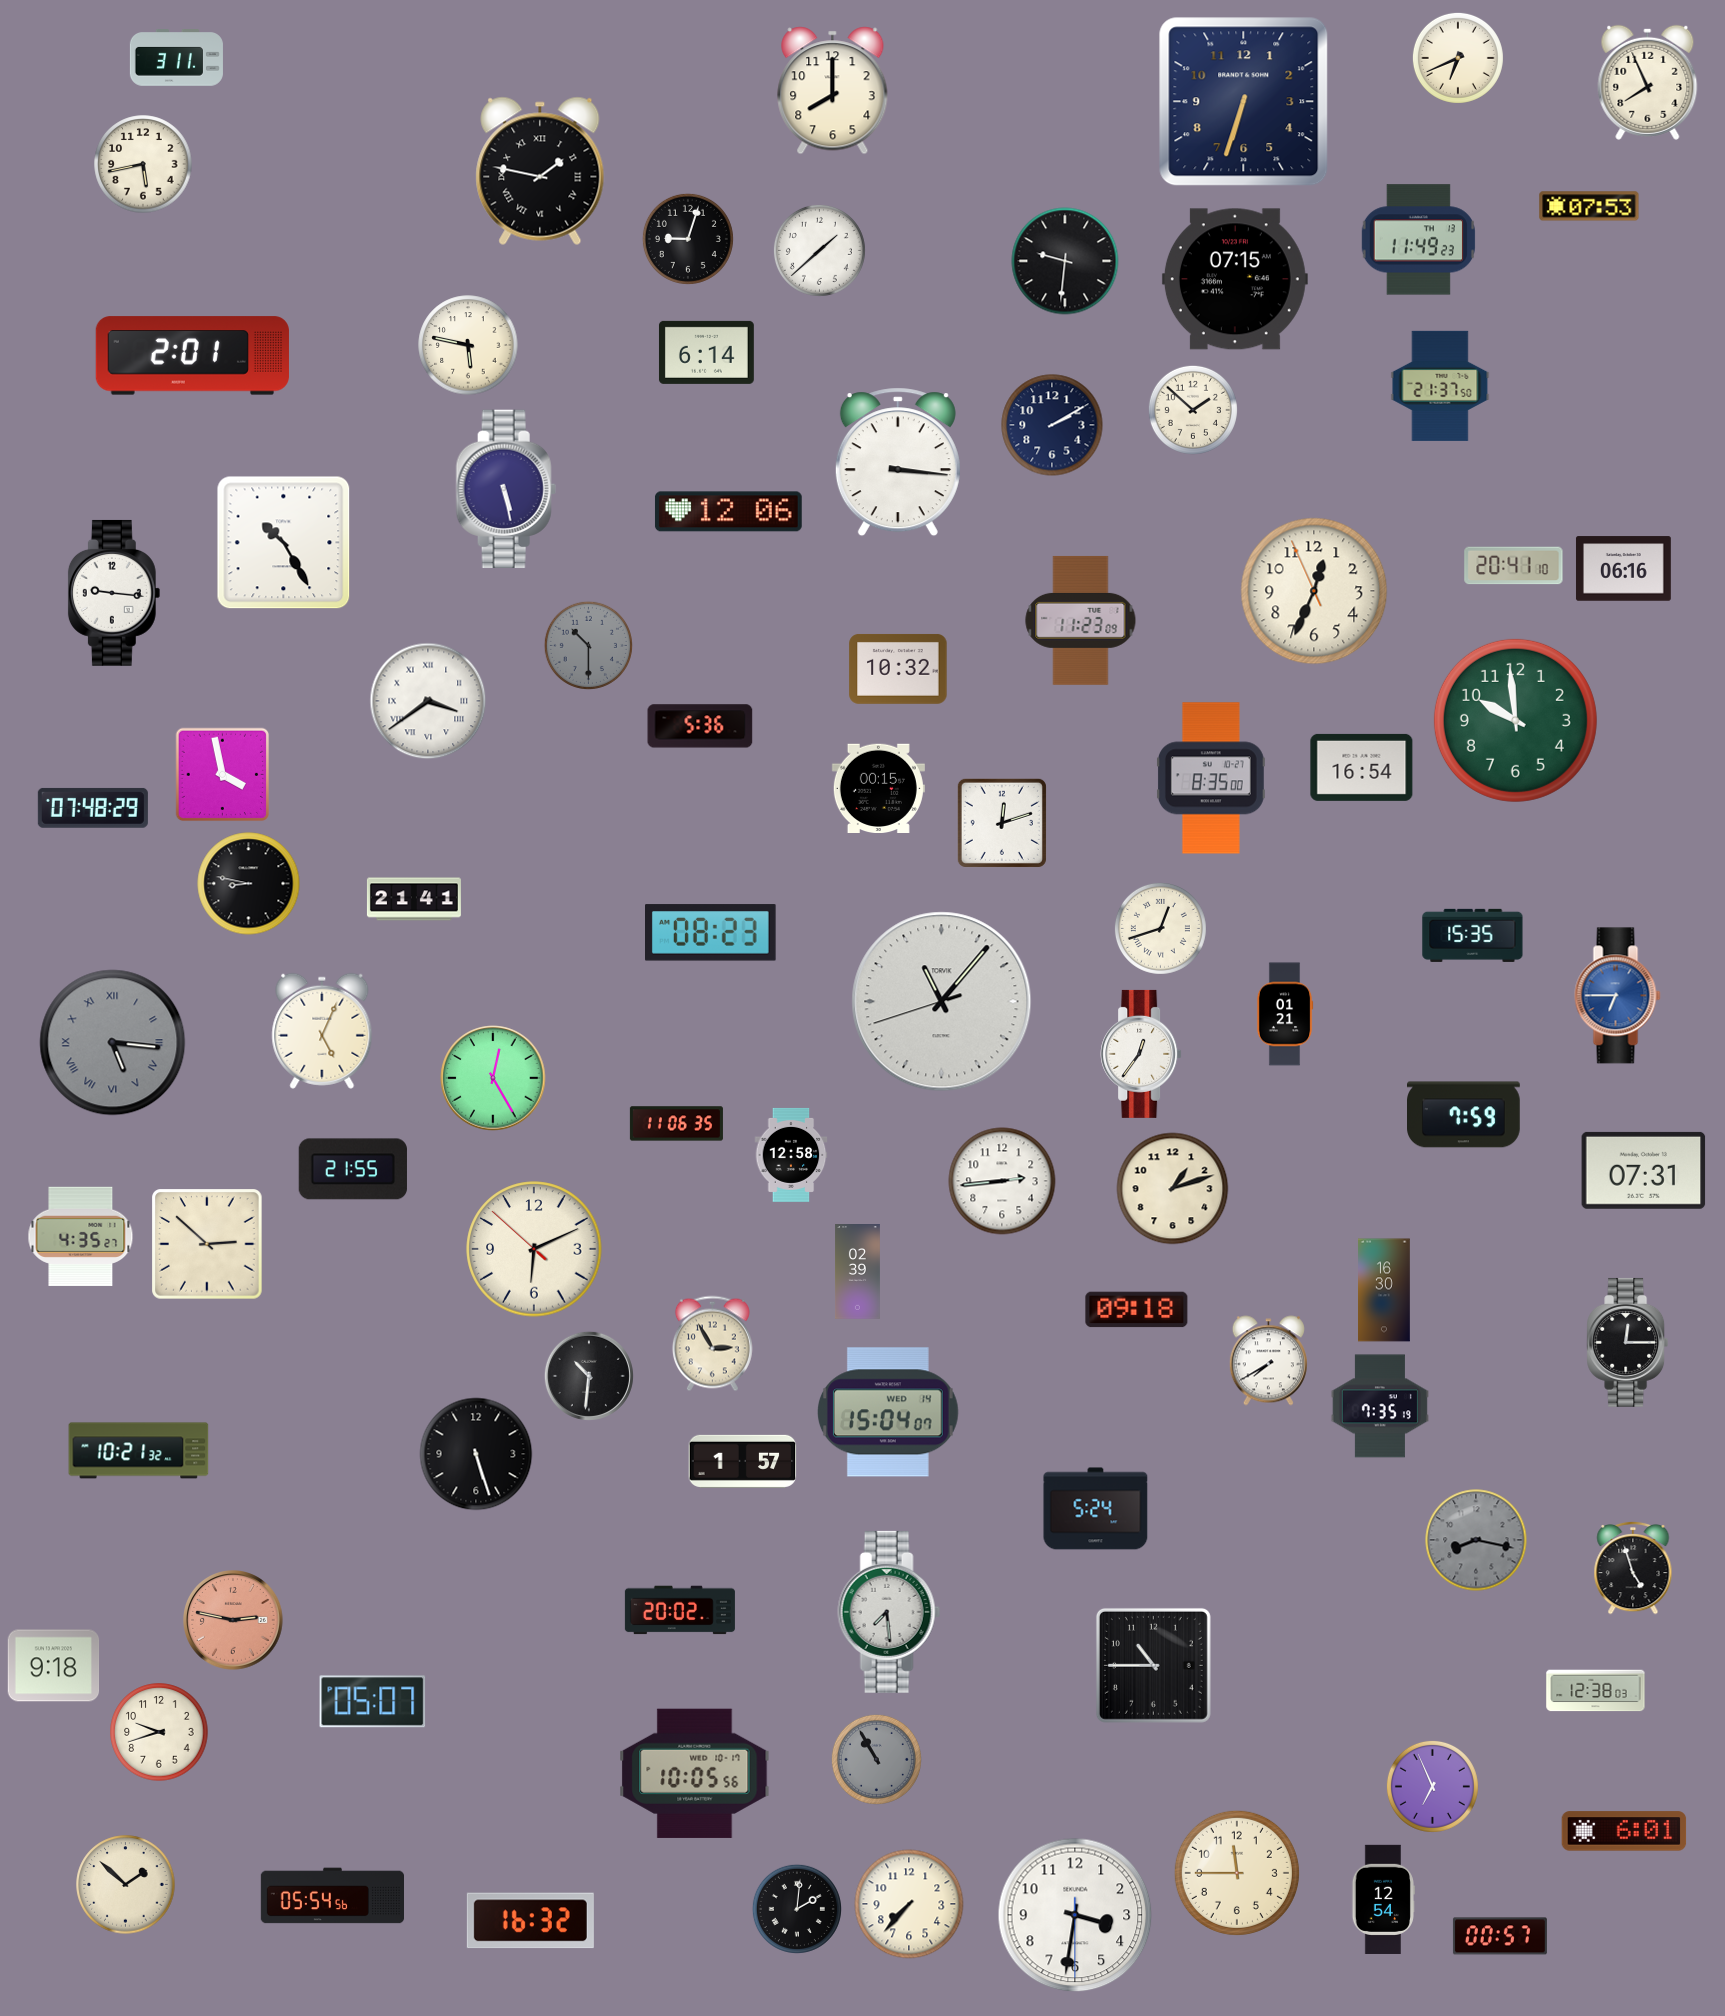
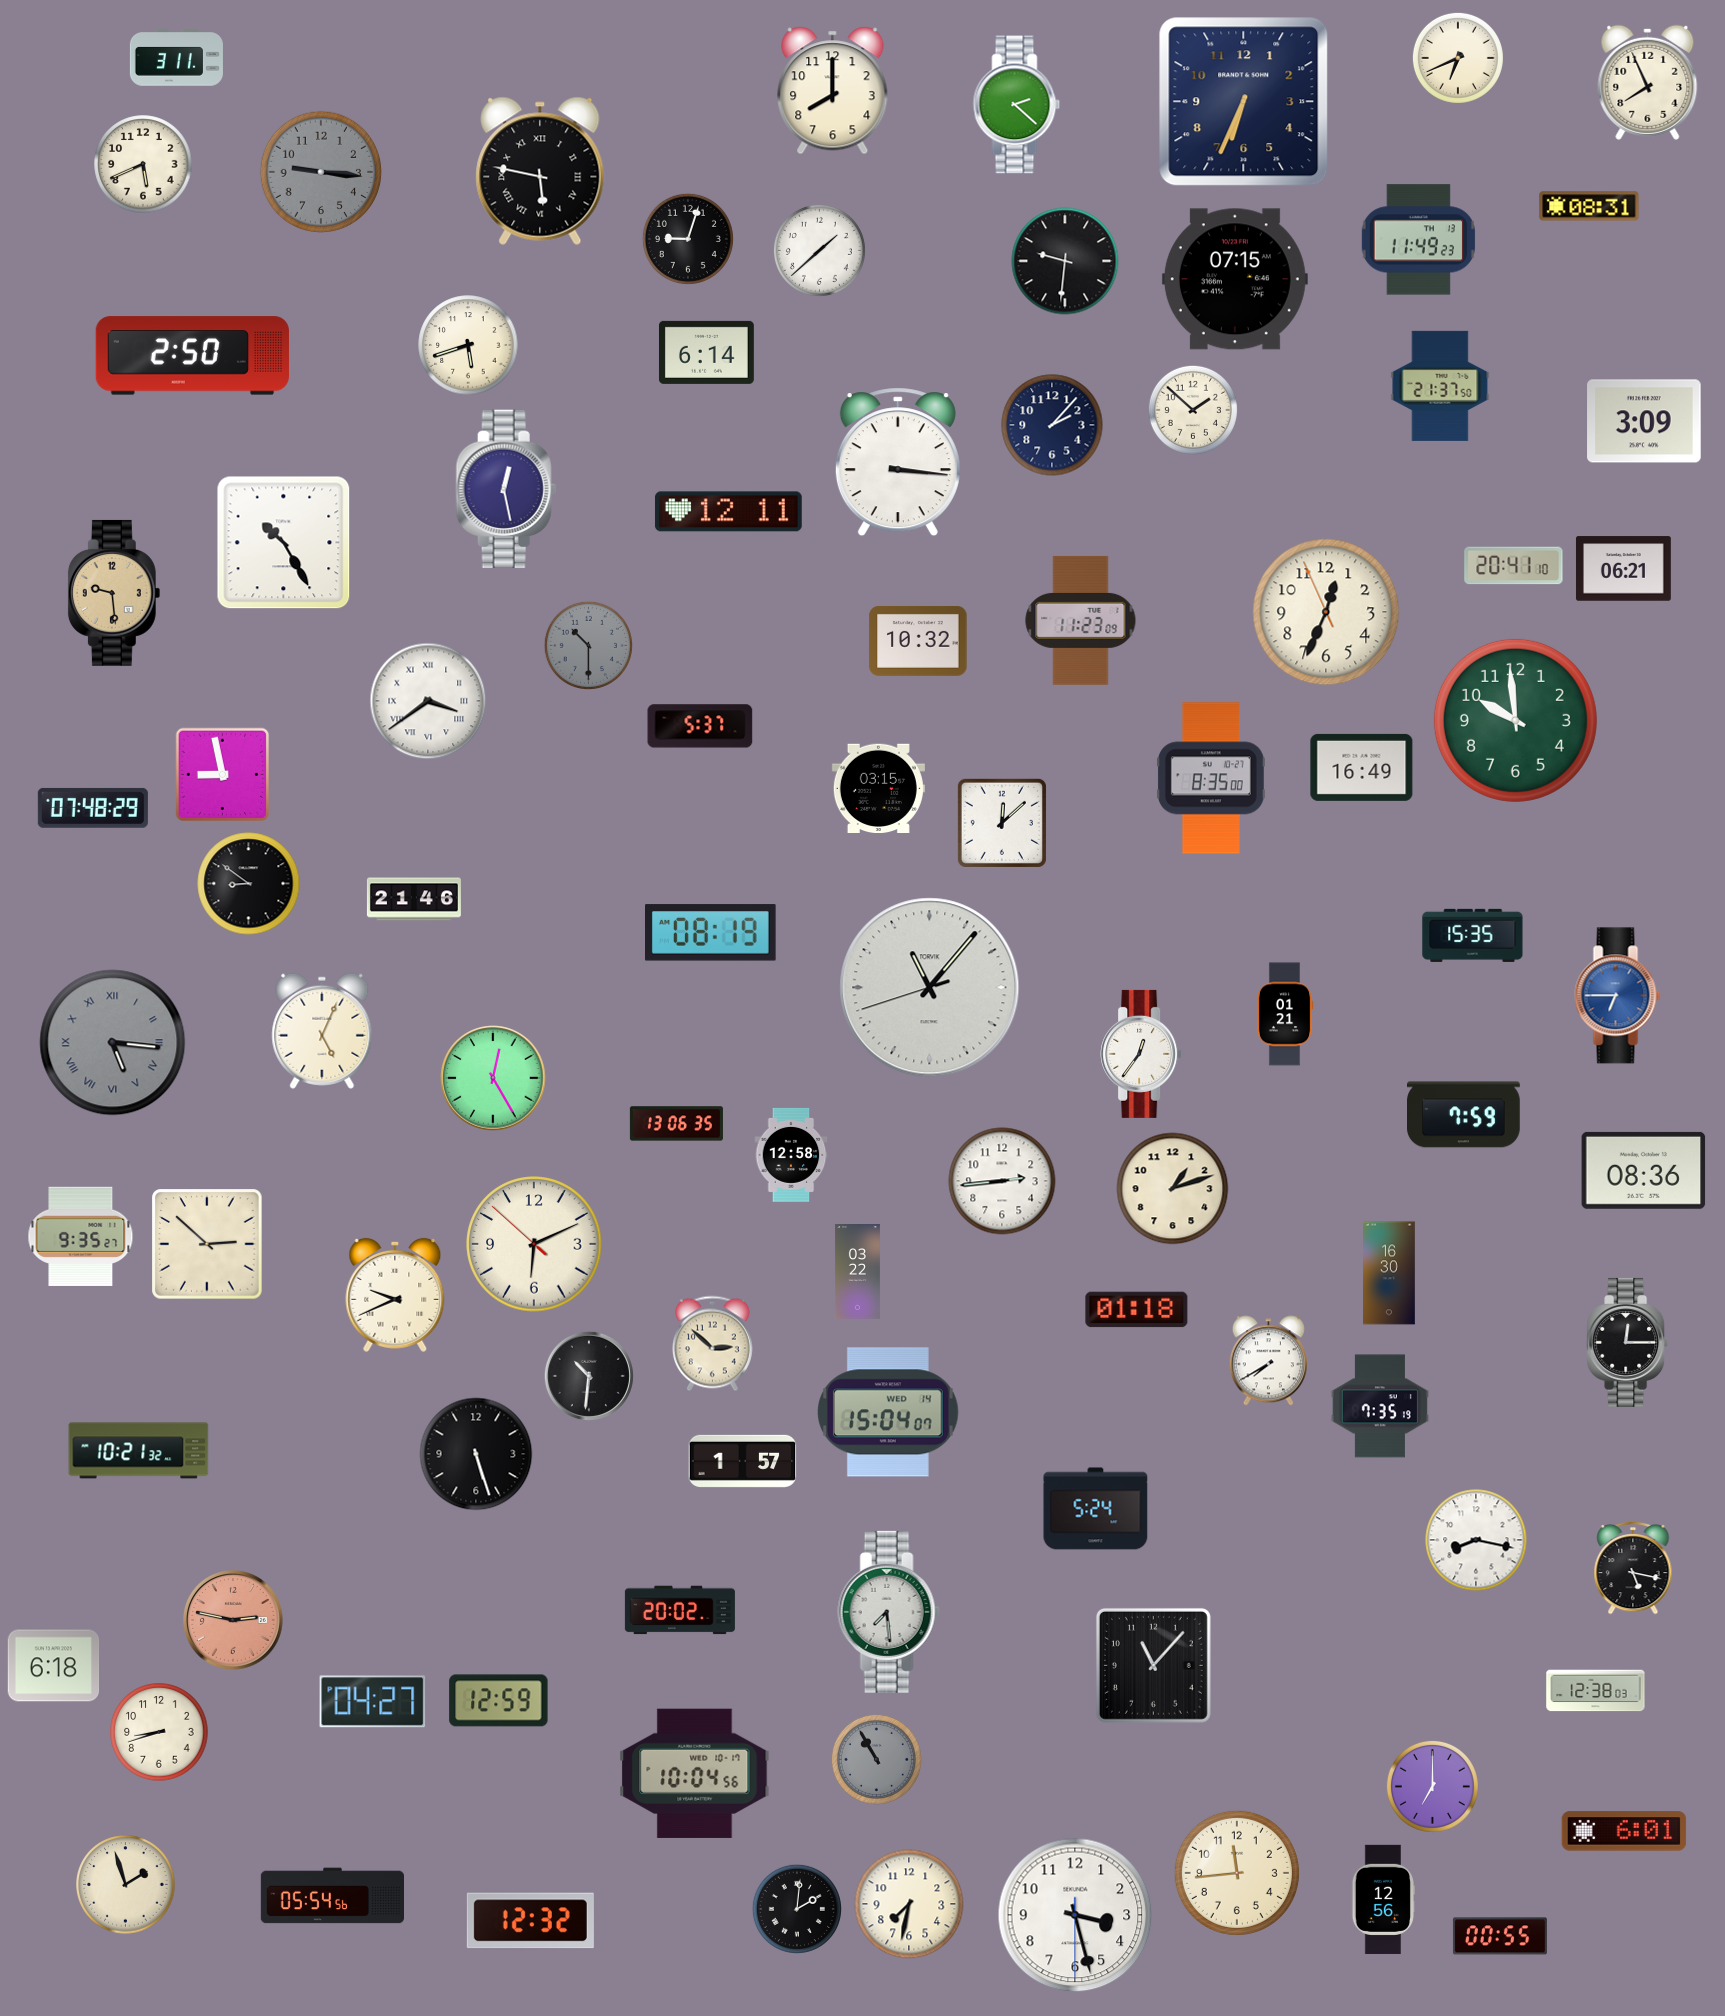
clock at (1244, 102): 6:33 -> 6:34
clock at (1017, 105): none -> 2:22
clock at (143, 164): 5:43 -> 5:41
clock at (540, 171): 1:47 -> 5:47
clock at (321, 172): none -> 9:16
clock at (1589, 206): 07:53 -> 08:31
clock at (468, 345): 5:47 -> 5:42
clock at (192, 356): 2:01 -> 2:50
clock at (1644, 421): none -> 3:09
clock at (1052, 425): 2:10 -> 2:07
clock at (506, 489): 5:28 -> 12:28
clock at (728, 512): 12:06 -> 12:11
clock at (1623, 569): 06:16 -> 06:21
clock at (1314, 591) position: (1314, 591) -> (1326, 612)
clock at (114, 593): 9:16 -> 9:29
clock at (114, 593) dial: white -> champagne
clock at (898, 669) position: (898, 669) -> (918, 641)
clock at (700, 726): 5:36 -> 5:37
clock at (1362, 767): 16:54 -> 16:49
clock at (223, 775): 3:58 -> 8:58
clock at (878, 788): 00:15 -> 03:15
clock at (1002, 823): 12:12 -> 12:08
clock at (249, 884): 8:47 -> 8:51
clock at (414, 899): 21:41 -> 21:46
clock at (1160, 928): 12:42 -> none
clock at (711, 933): 08:23 -> 08:19
clock at (942, 1002) position: (942, 1002) -> (930, 988)
clock at (676, 1124): 11:06 -> 13:06
clock at (353, 1169): 21:55 -> none
clock at (1644, 1170): 07:31 -> 08:36
clock at (81, 1236): 4:35 -> 9:35
clock at (534, 1249) position: (534, 1249) -> (534, 1244)
clock at (858, 1272): 02:39 -> 03:22
clock at (1384, 1290) position: (1384, 1290) -> (1389, 1273)
clock at (395, 1295): none -> 9:41
clock at (1137, 1310): 09:18 -> 01:18
clock at (712, 1344): 2:55 -> 2:52
clock at (1476, 1540) dial: grey -> white
clock at (1633, 1568): 4:57 -> 5:17
clock at (1153, 1665): 10:45 -> 11:07
clock at (54, 1666): 9:18 -> 6:18
clock at (499, 1701): none -> 12:59
clock at (373, 1702): 05:07 -> 04:27
clock at (159, 1732): 9:42 -> 8:42
clock at (695, 1773): 10:05 -> 10:04
clock at (1432, 1786): 6:56 -> 7:00
clock at (1237, 1873): 11:45 -> 11:44
clock at (126, 1885): 1:52 -> 1:57
clock at (1383, 1899): 12:54 -> 12:56
clock at (909, 1904): 7:37 -> 7:32
clock at (1075, 1915): 3:31 -> 3:27
clock at (530, 1921): 16:32 -> 12:32
clock at (1500, 1936): 00:57 -> 00:55
